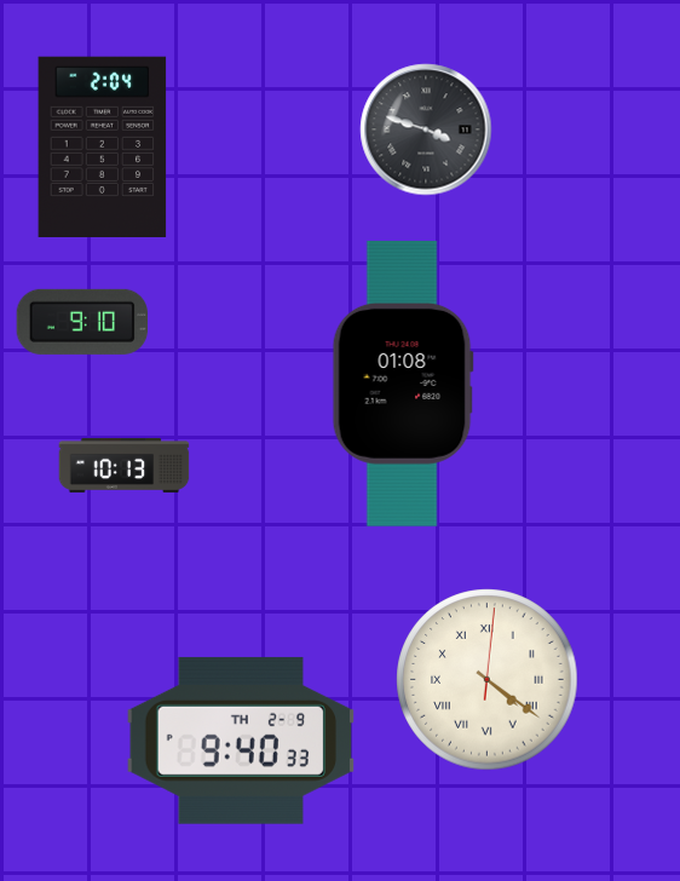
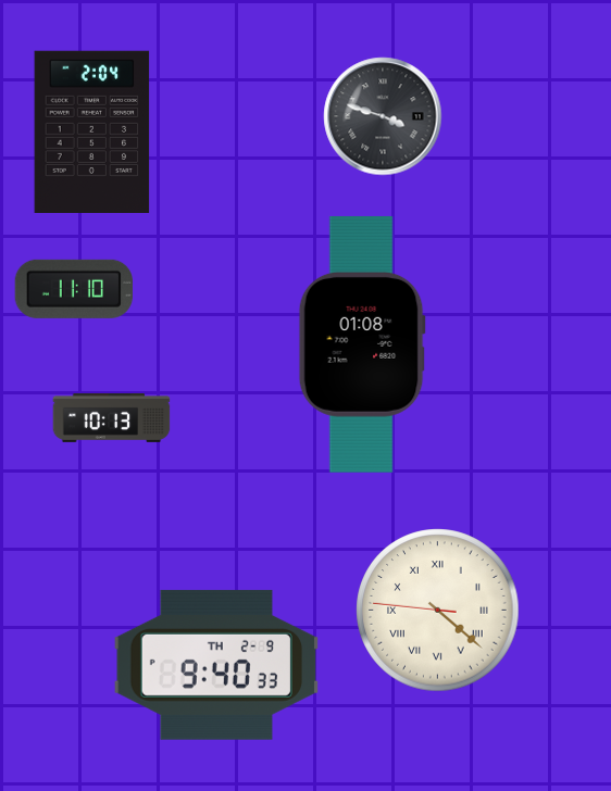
clock at (81, 322): 9:10 -> 11:10
clock at (488, 680): 4:21:01 -> 4:21:46
